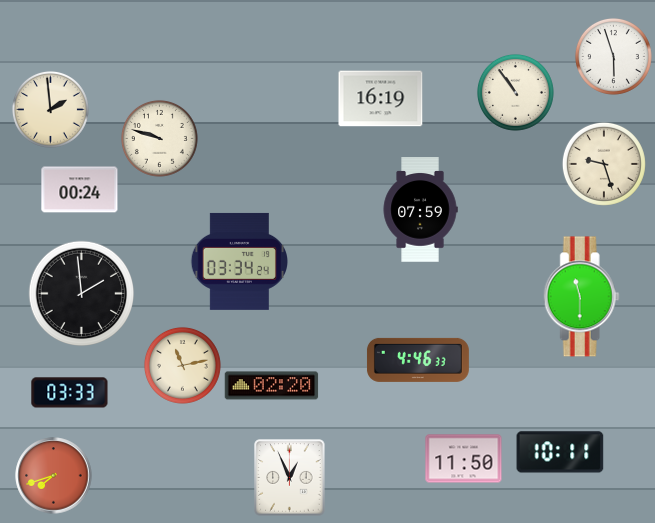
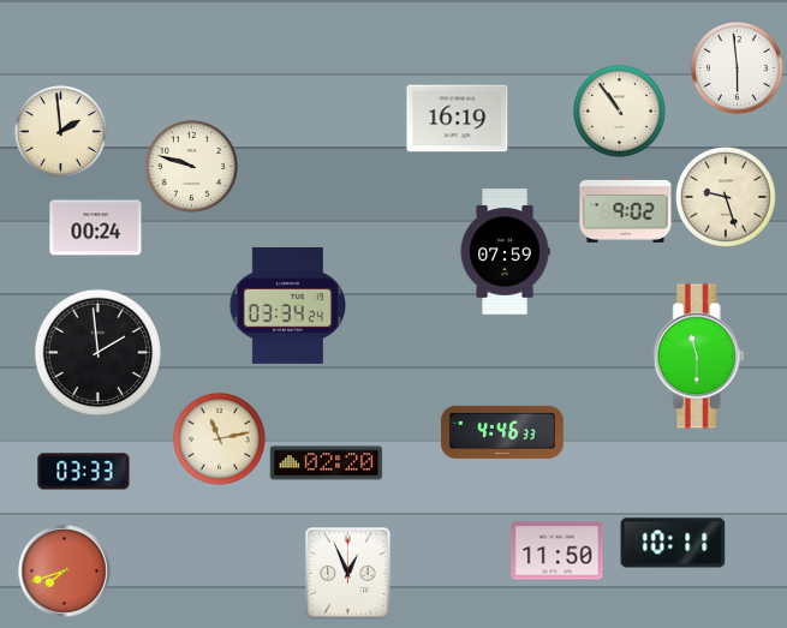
clock at (613, 56): 5:57 -> 5:59
clock at (626, 209): none -> 9:02
clock at (239, 261) position: (239, 261) -> (287, 305)
